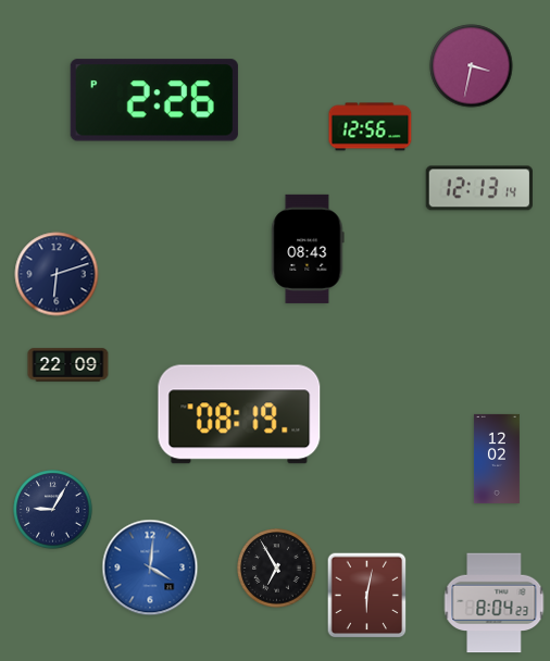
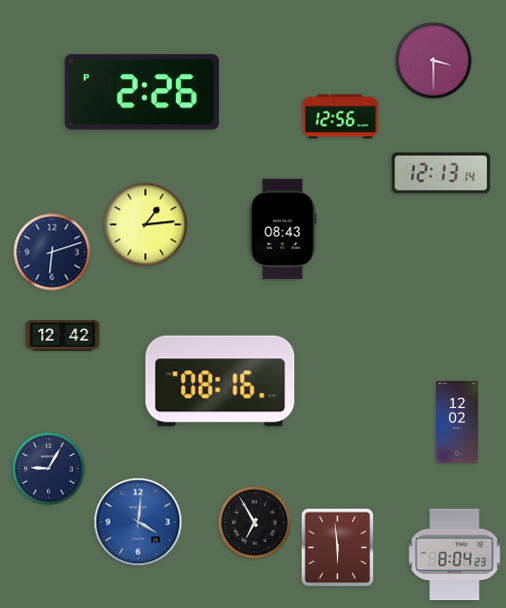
clock at (472, 66): 3:32 -> 3:30
clock at (146, 225): none -> 1:14
clock at (68, 365): 22:09 -> 12:42
clock at (239, 414): 08:19 -> 08:16
clock at (367, 596): 6:02 -> 5:59
